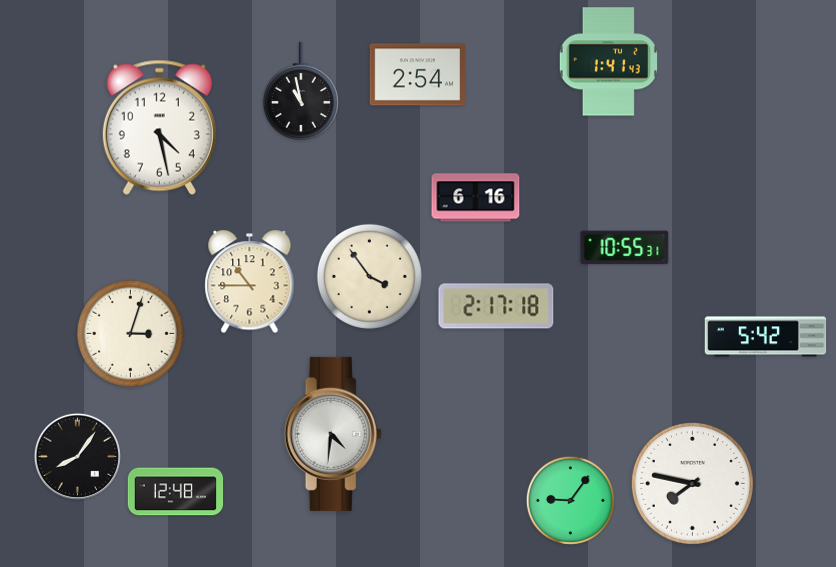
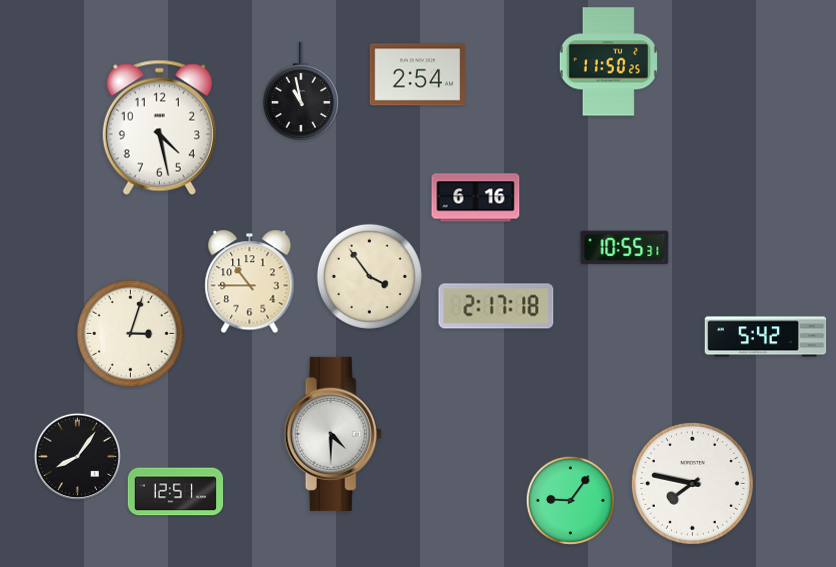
clock at (608, 62): 1:41 -> 11:50
clock at (333, 434): 4:31 -> 4:30
clock at (176, 492): 12:48 -> 12:51
